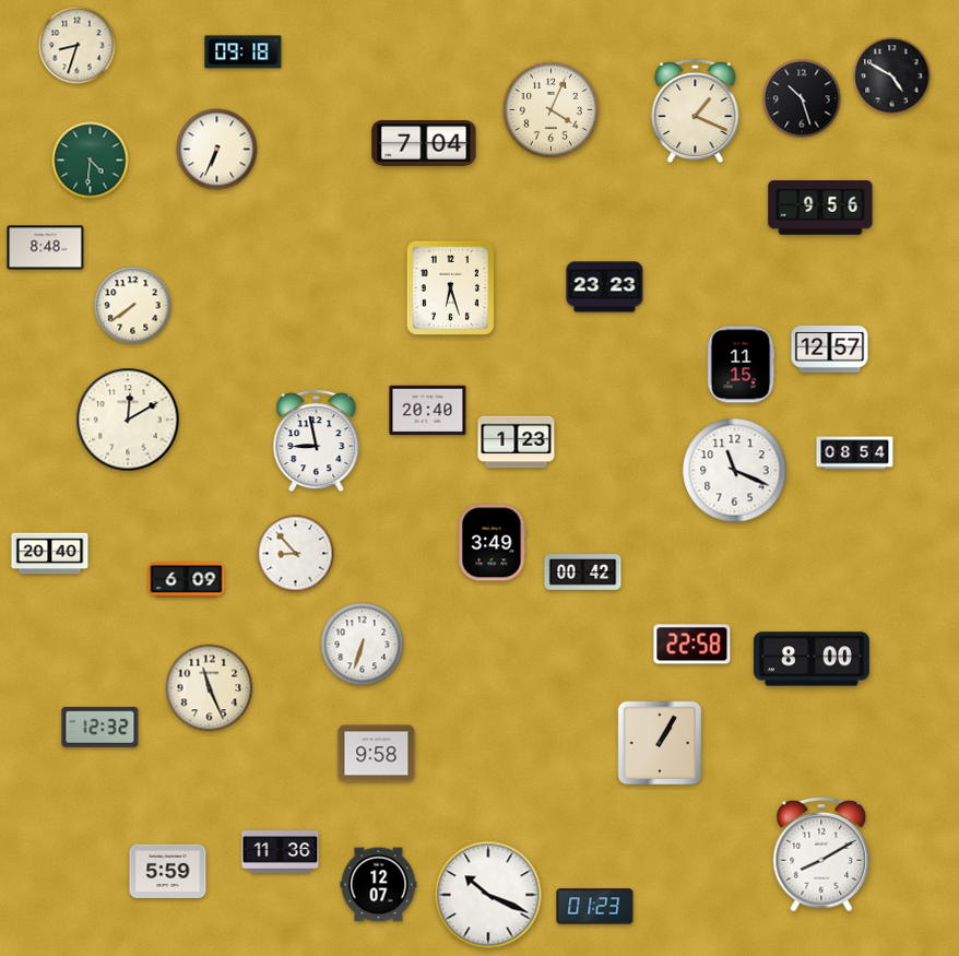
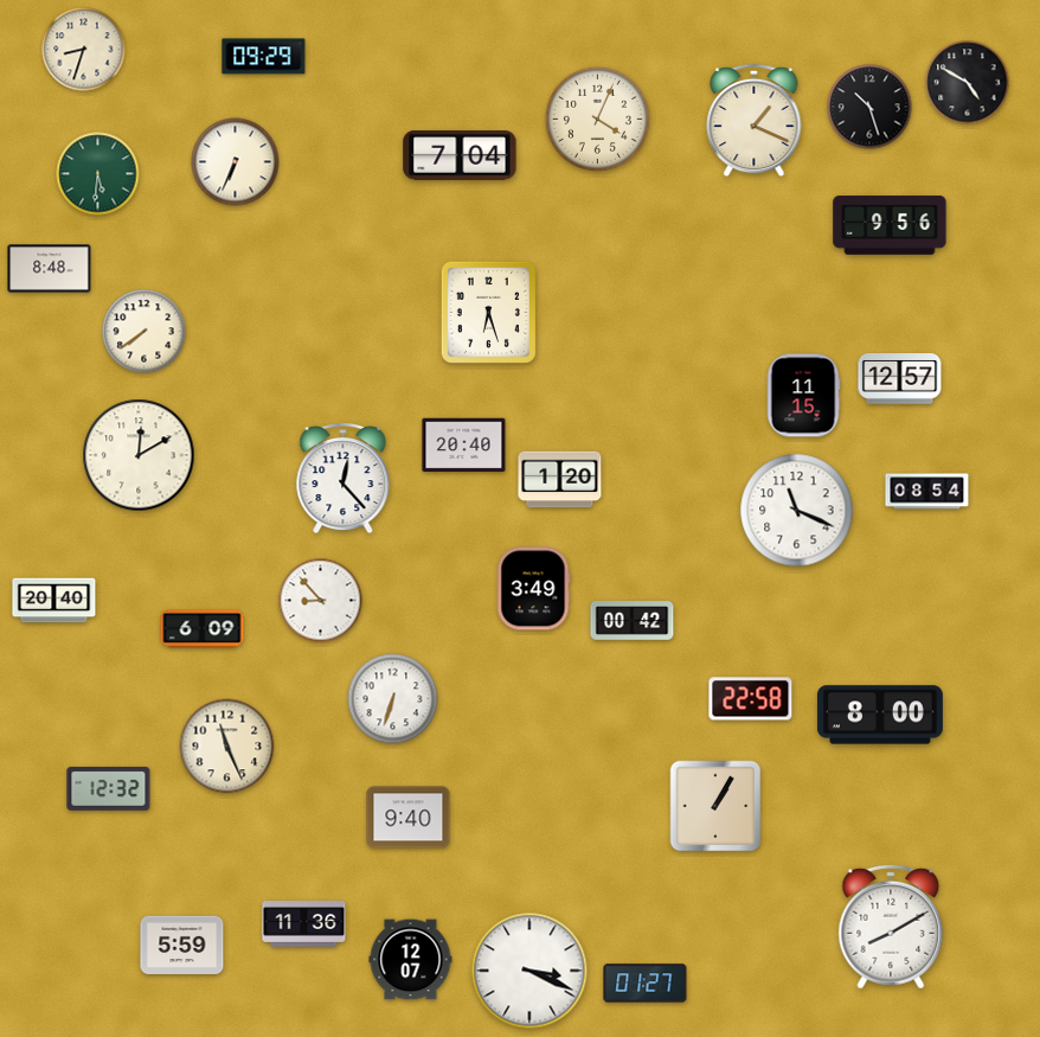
clock at (244, 52): 09:18 -> 09:29
clock at (91, 161): 4:31 -> 5:31
clock at (605, 287): 23:23 -> none
clock at (317, 441): 8:58 -> 12:23
clock at (517, 442): 1:23 -> 1:20
clock at (377, 754): 9:58 -> 9:40
clock at (488, 895): 10:19 -> 3:19
clock at (595, 907): 01:23 -> 01:27
